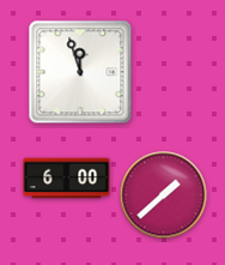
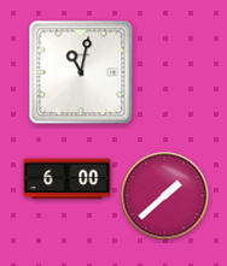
clock at (80, 72): 11:57 -> 11:02
